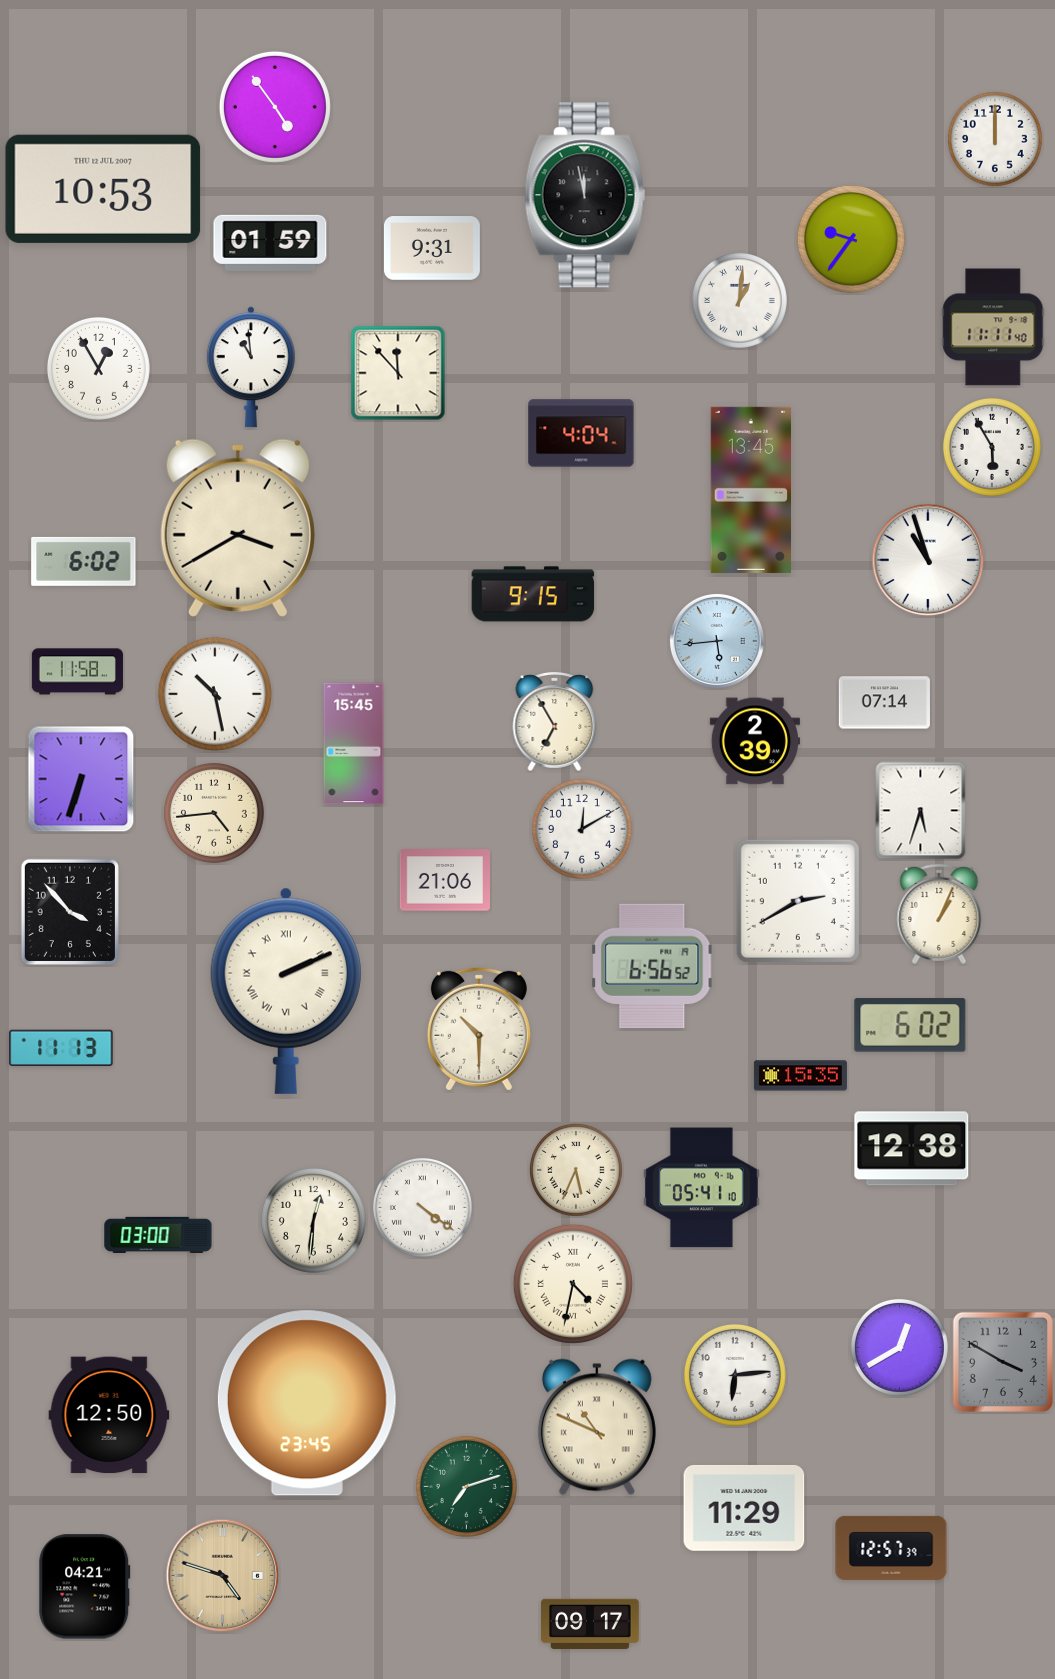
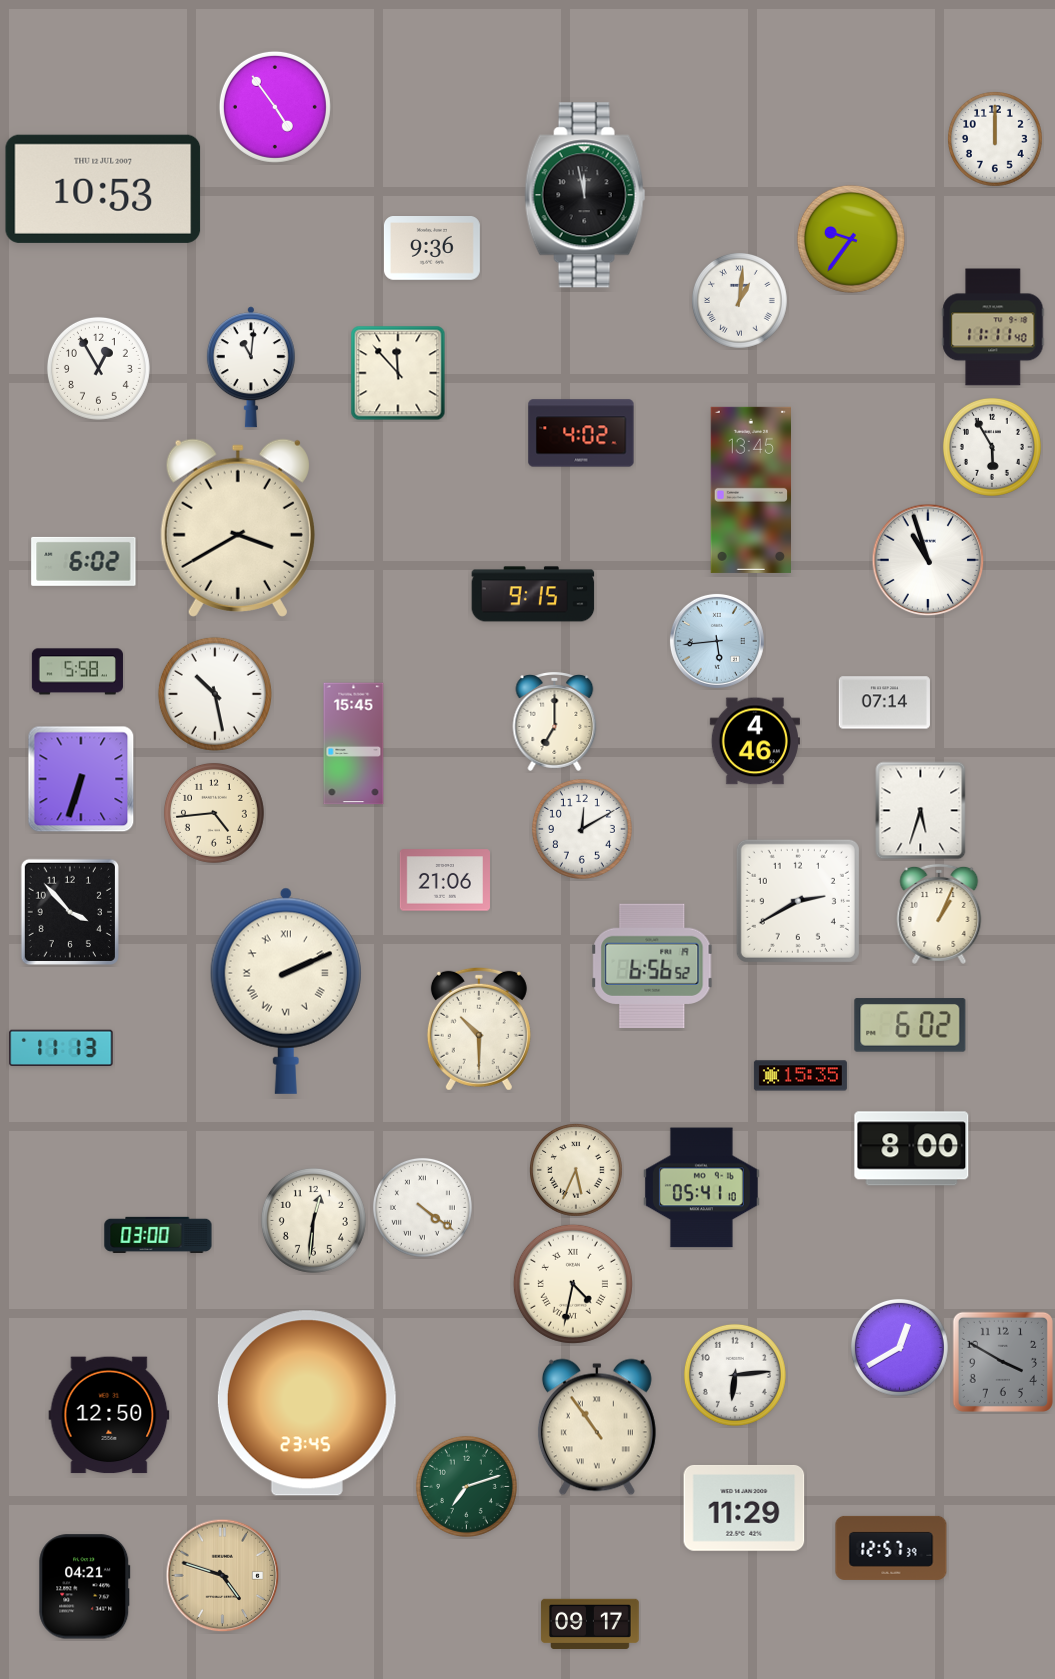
clock at (270, 243): 01:59 -> none
clock at (432, 249): 9:31 -> 9:36
clock at (251, 367): 10:59 -> 11:01
clock at (581, 433): 4:04 -> 4:02
clock at (77, 672): 11:58 -> 5:58
clock at (555, 721): 6:55 -> 7:00
clock at (755, 741): 2:39 -> 4:46
clock at (912, 1149): 12:38 -> 8:00
clock at (597, 1427): 10:49 -> 10:54
